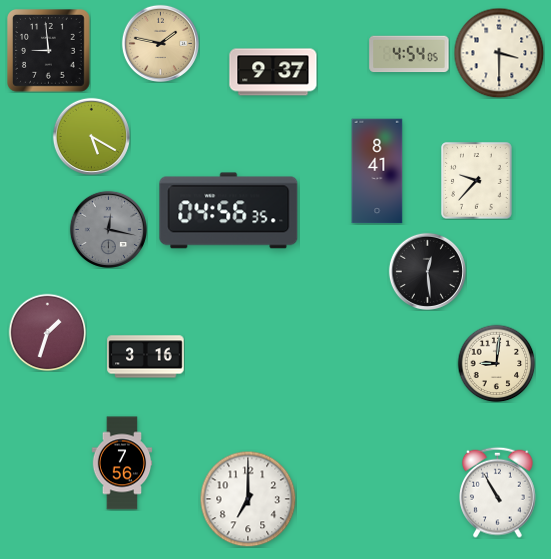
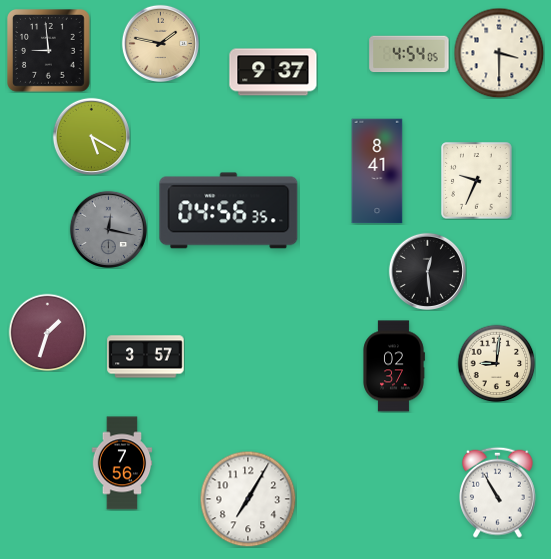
clock at (477, 181): 9:37 -> 9:34
clock at (146, 357): 3:16 -> 3:57
clock at (394, 366): none -> 02:37
clock at (248, 499): 7:00 -> 7:05
